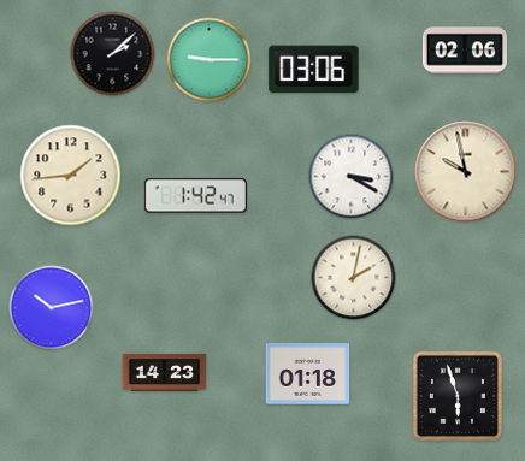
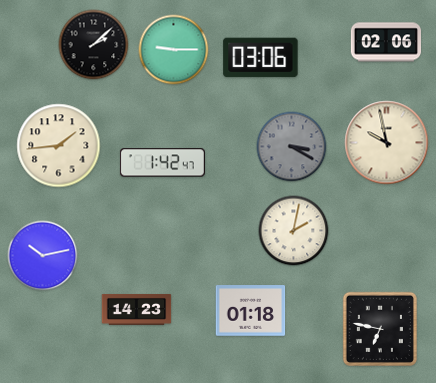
clock at (352, 177) dial: white -> grey
clock at (308, 374) position: (308, 374) -> (251, 311)
clock at (458, 396): 5:57 -> 6:47
